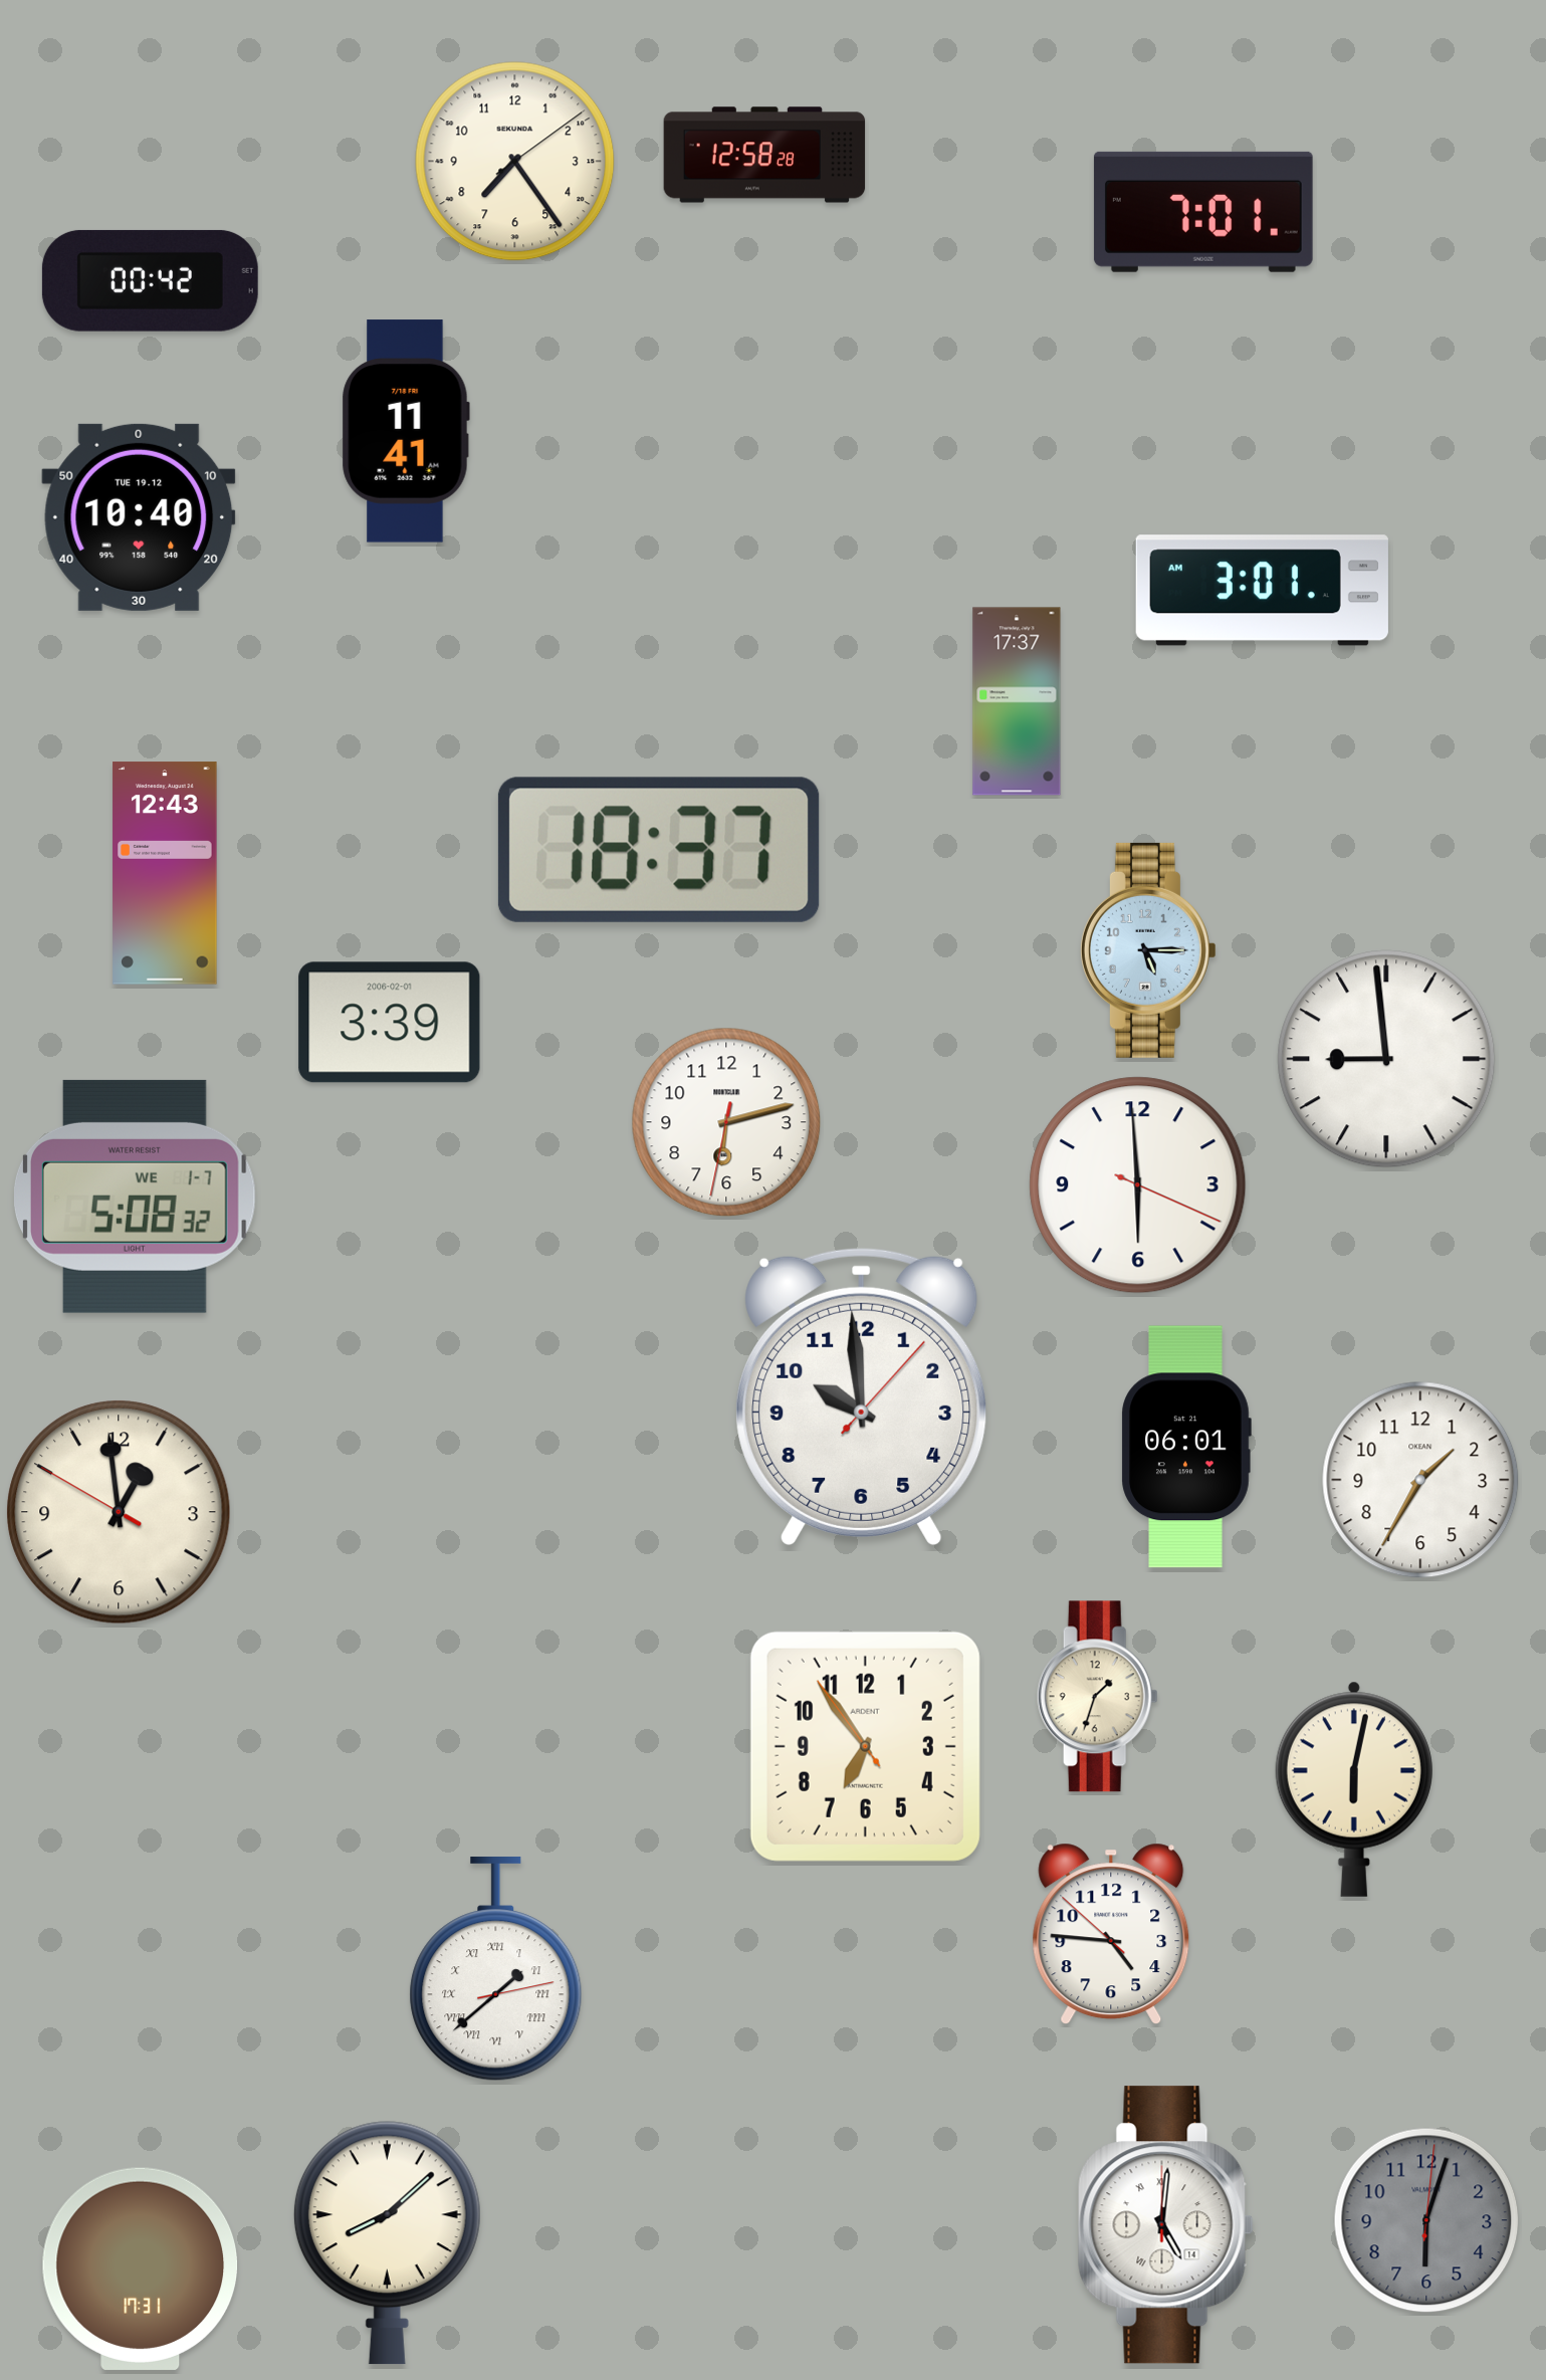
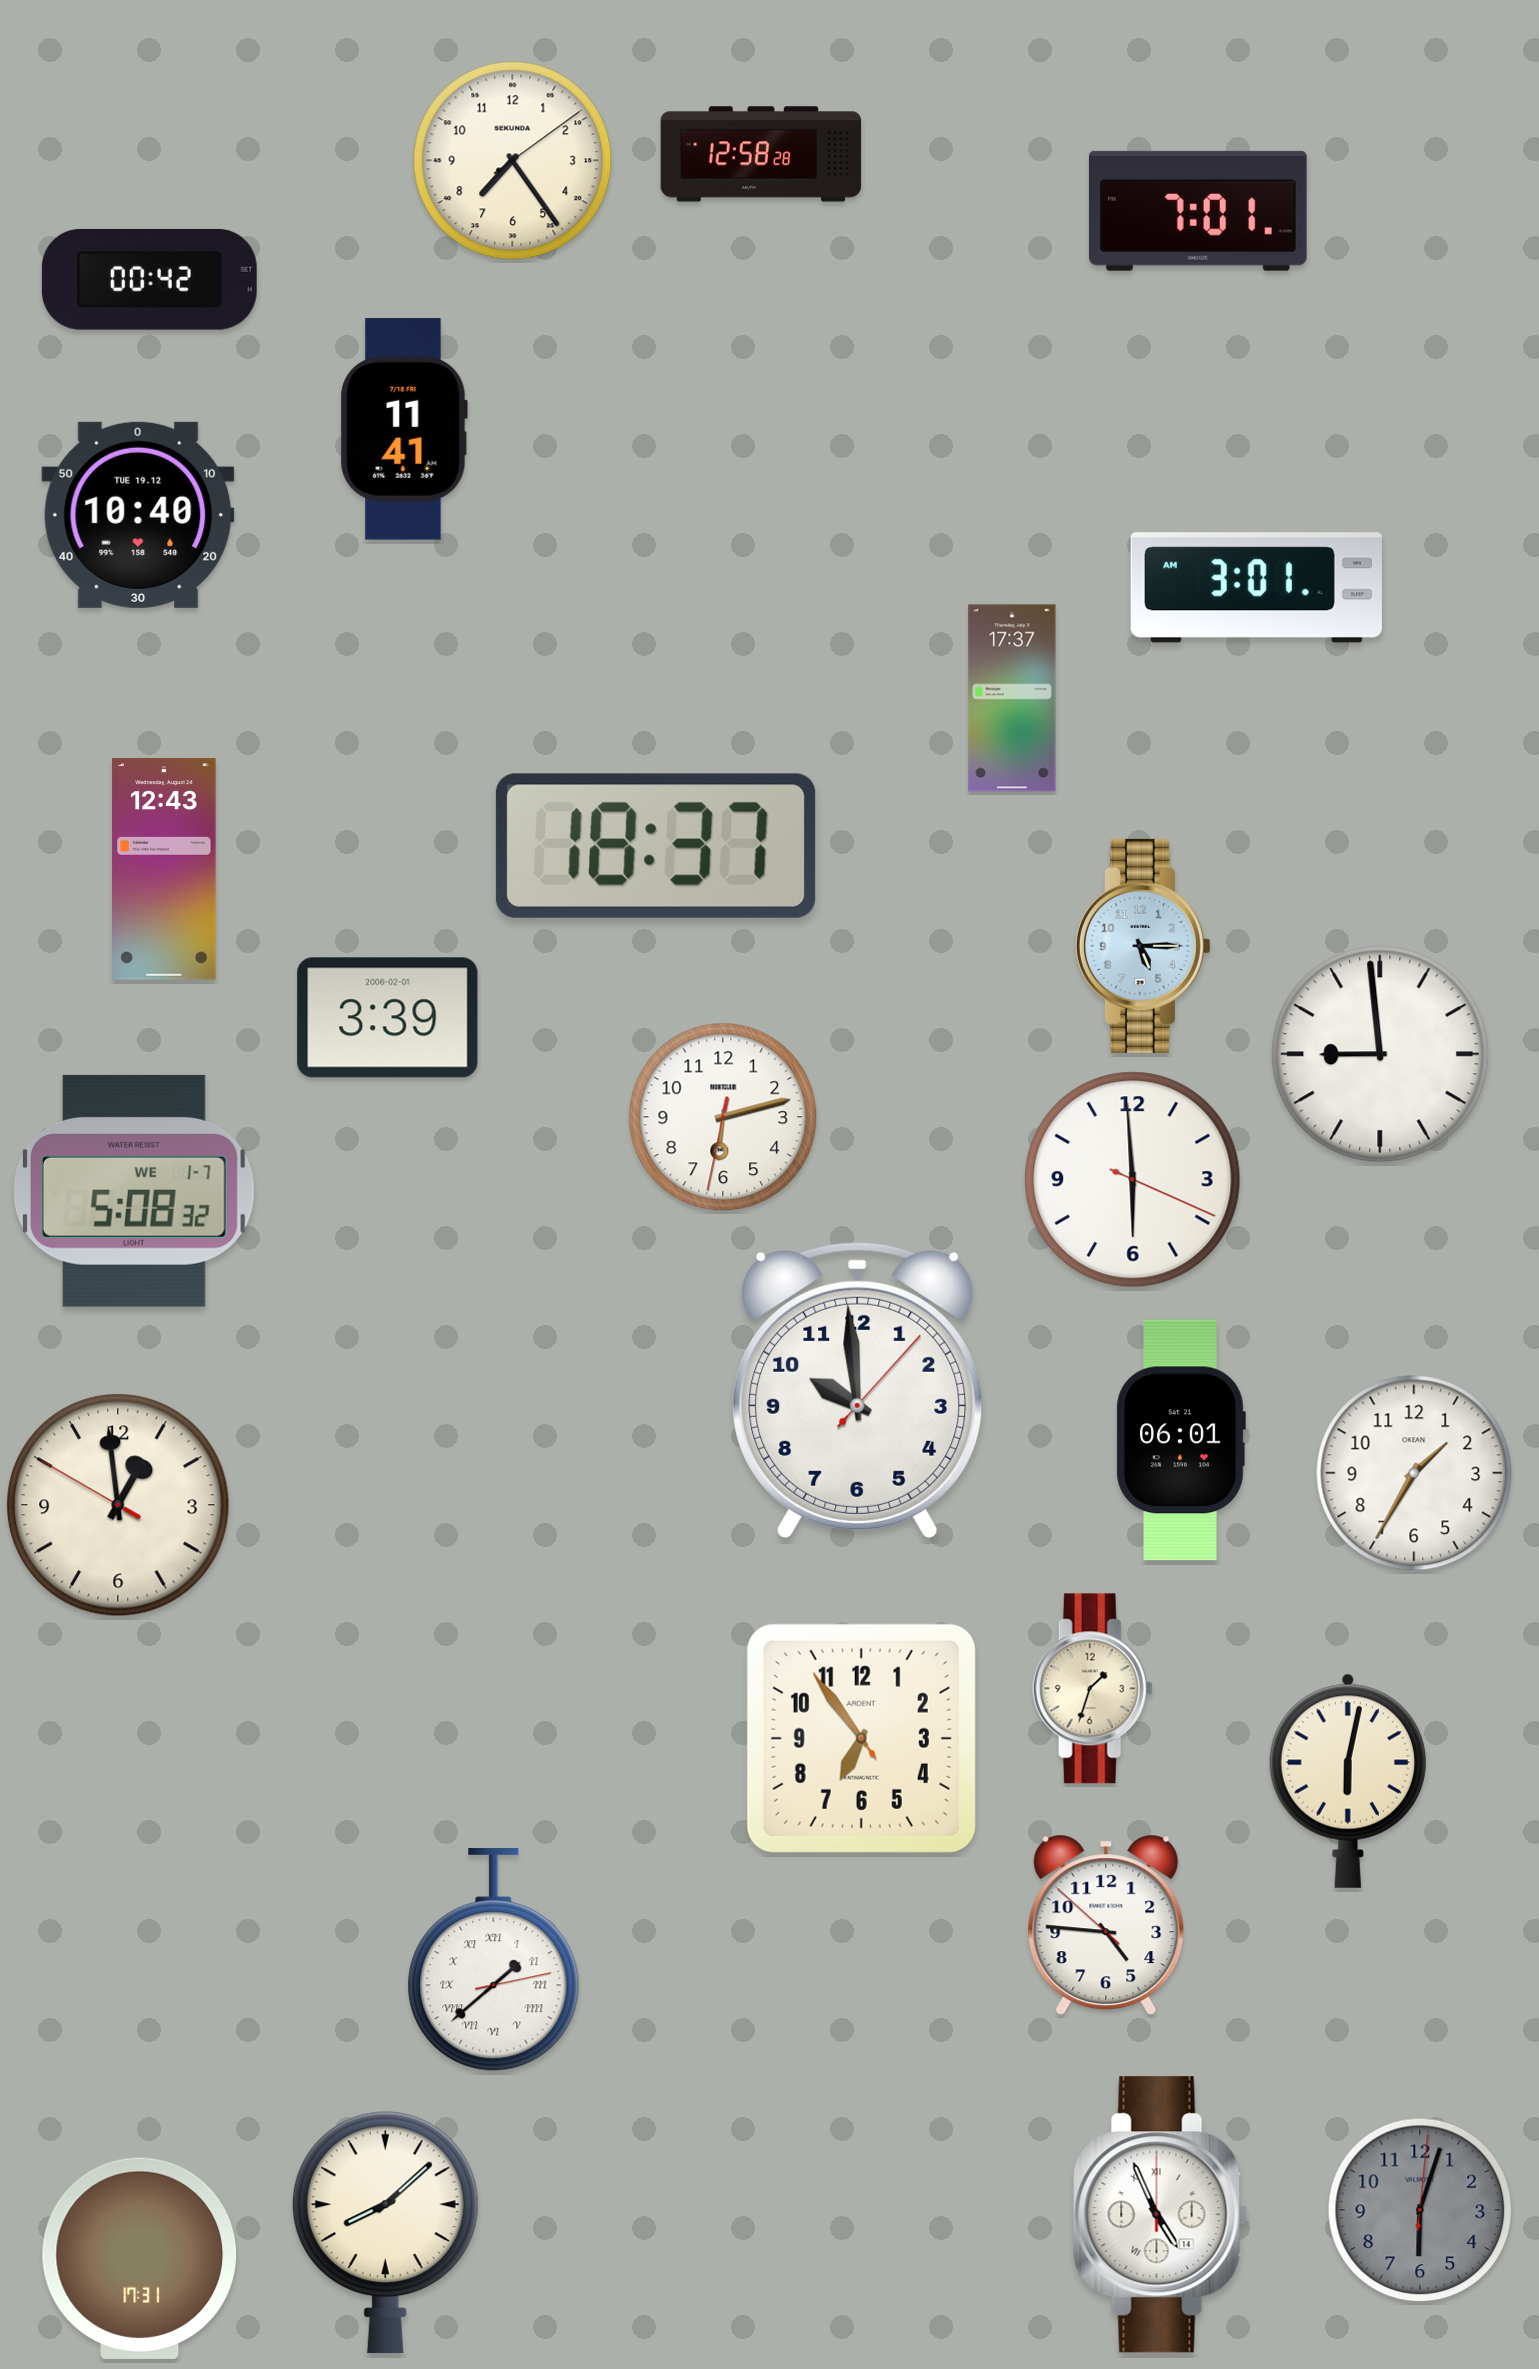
clock at (1165, 2225): 5:01 -> 4:56
